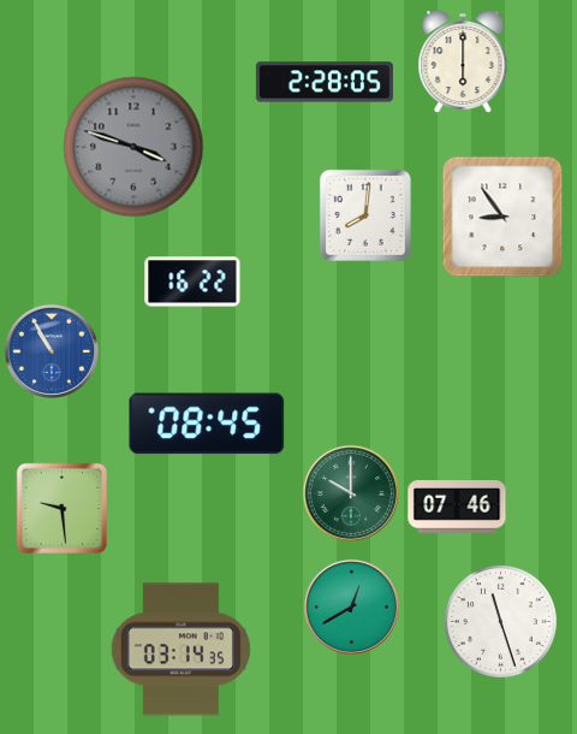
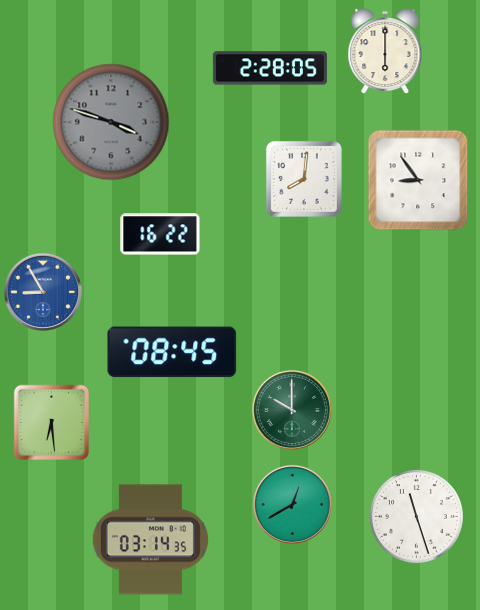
clock at (52, 351): 10:55 -> 8:55
clock at (63, 508): 9:29 -> 6:29
clock at (457, 508): 07:46 -> none
